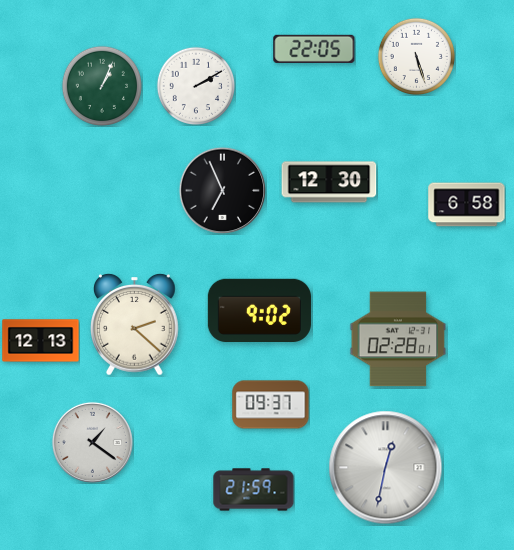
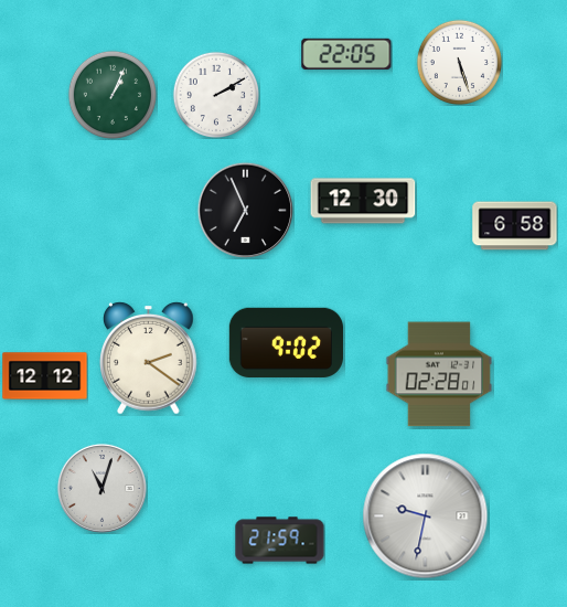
clock at (135, 325): 2:22 -> 2:21
clock at (41, 341): 12:13 -> 12:12
clock at (271, 405): 09:37 -> none
clock at (92, 442): 1:21 -> 11:03
clock at (386, 468): 12:32 -> 9:32
